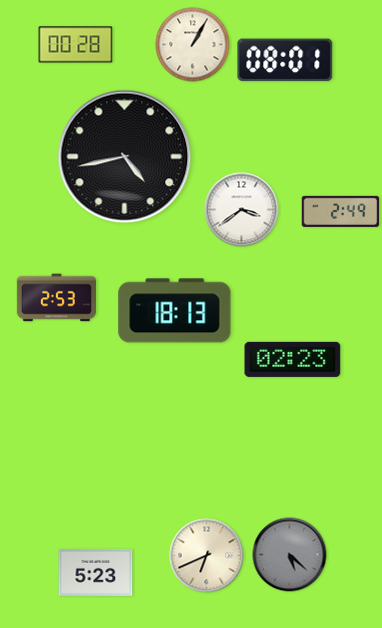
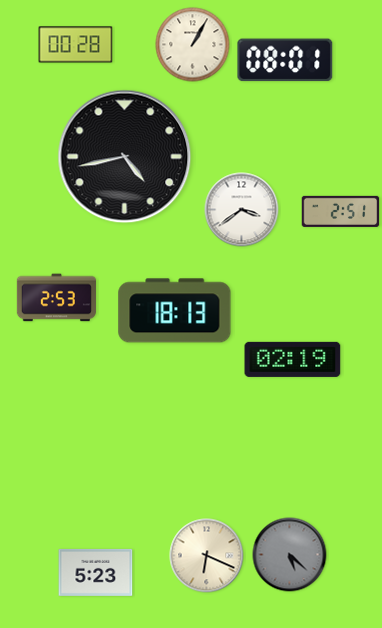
clock at (341, 211): 2:49 -> 2:51
clock at (293, 359): 02:23 -> 02:19
clock at (207, 556): 6:41 -> 6:19
